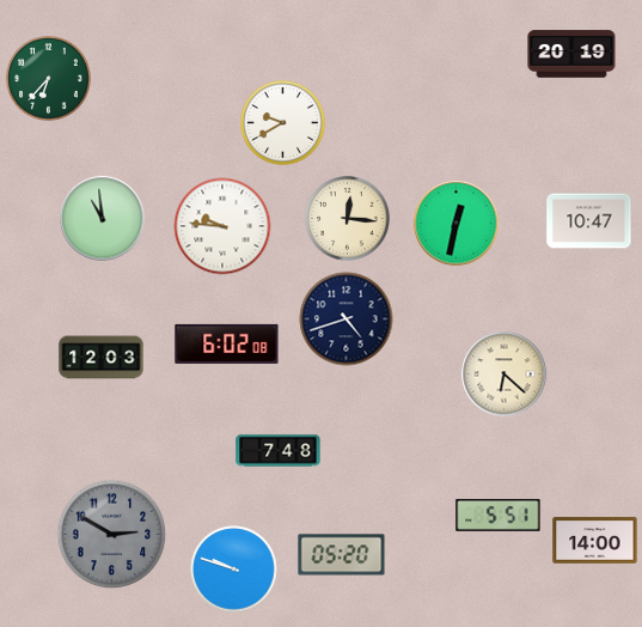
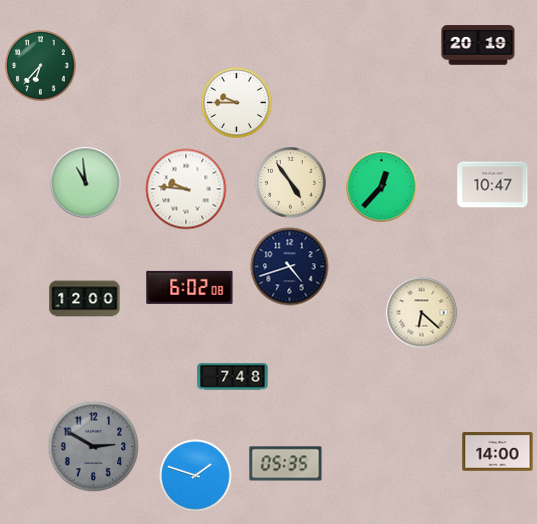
clock at (283, 123): 9:40 -> 9:45
clock at (348, 219): 12:16 -> 4:54
clock at (457, 224): 12:32 -> 12:37
clock at (102, 358): 12:03 -> 12:00
clock at (499, 516): 5:51 -> none
clock at (342, 555): 05:20 -> 05:35
clock at (234, 570): 9:48 -> 1:48
